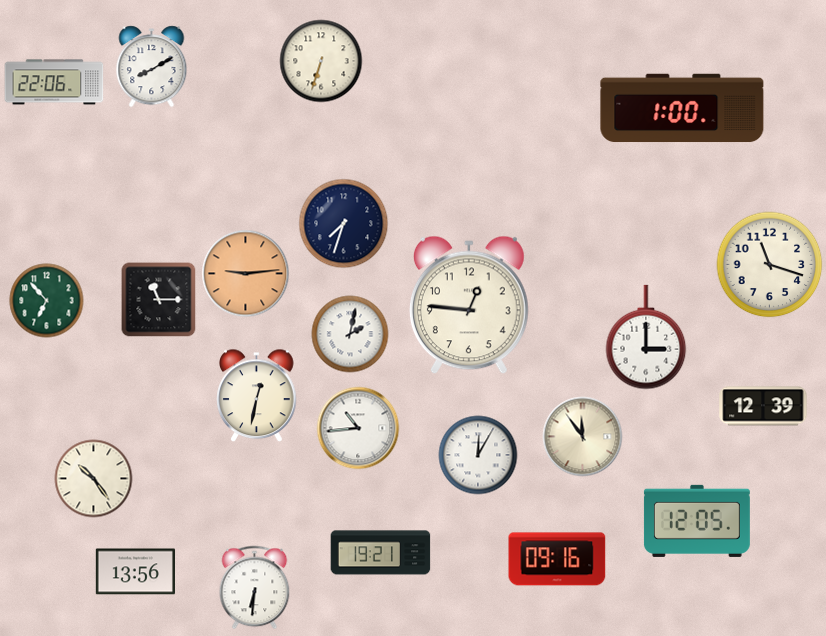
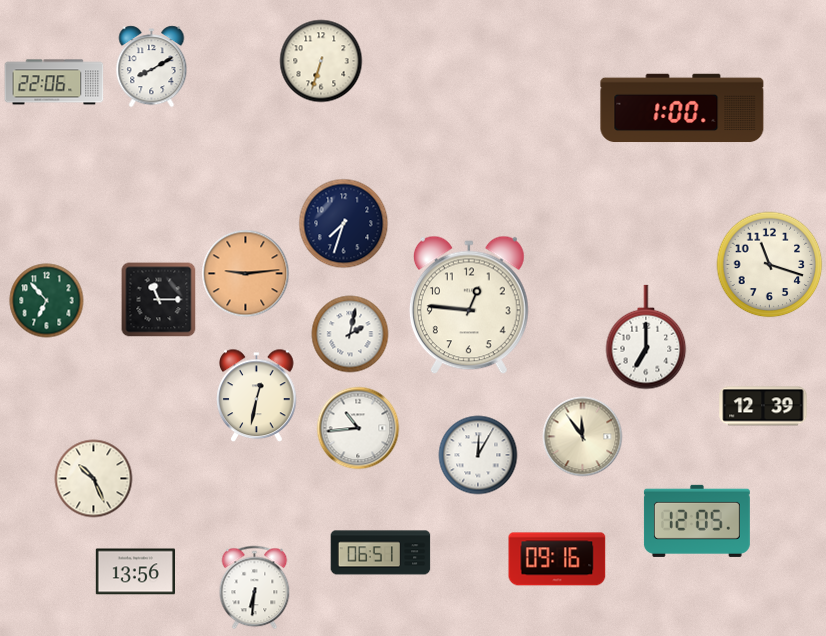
clock at (646, 337): 3:00 -> 7:00
clock at (94, 479): 10:24 -> 10:26
clock at (381, 553): 19:21 -> 06:51
